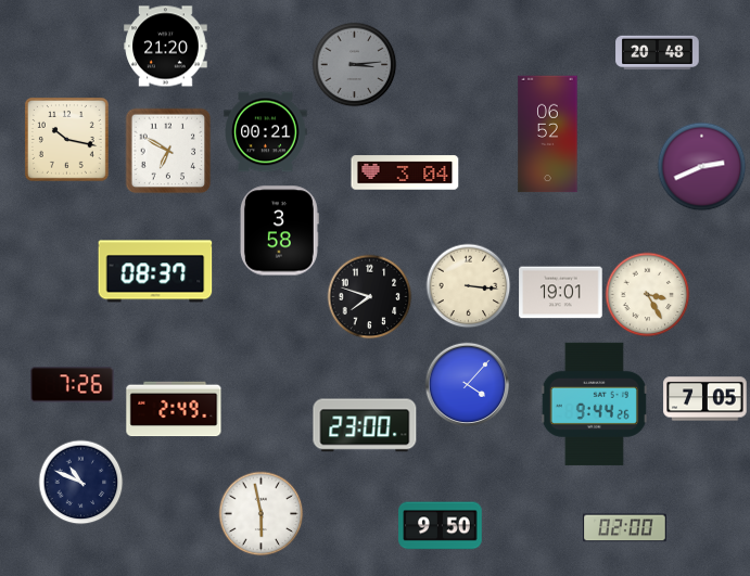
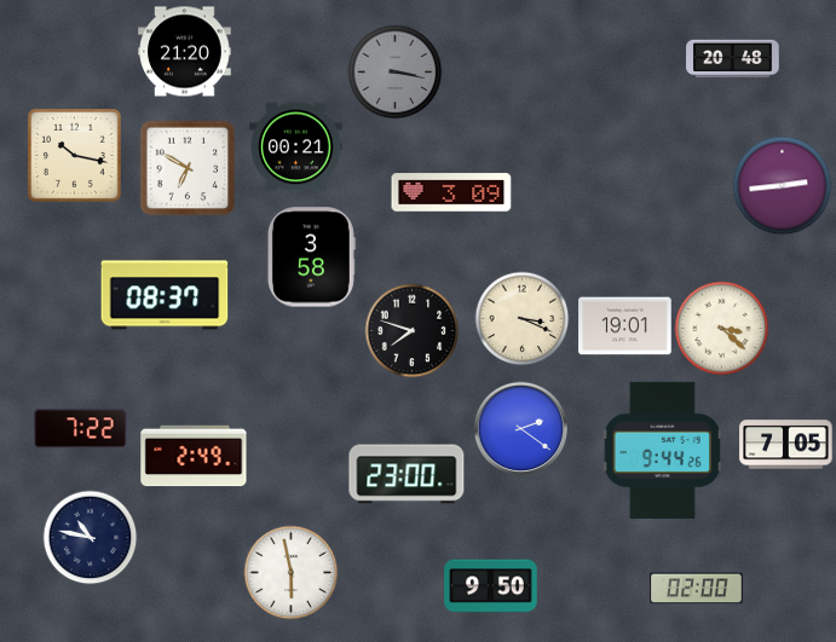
clock at (354, 64): 3:14 -> 3:17
clock at (548, 135): 06:52 -> none
clock at (701, 166): 2:41 -> 2:44
clock at (405, 172): 3:04 -> 3:09
clock at (155, 271) position: (155, 271) -> (165, 295)
clock at (468, 285): 3:16 -> 3:19
clock at (647, 294): 3:25 -> 3:22
clock at (467, 384): 4:07 -> 2:21
clock at (73, 385): 7:26 -> 7:22
clock at (80, 482): 10:49 -> 10:47
